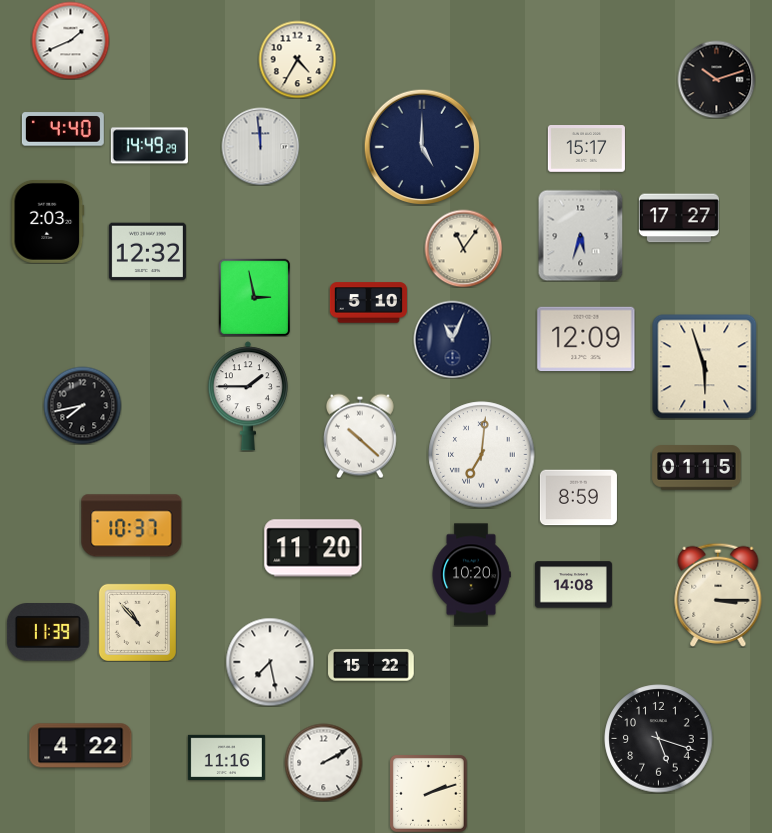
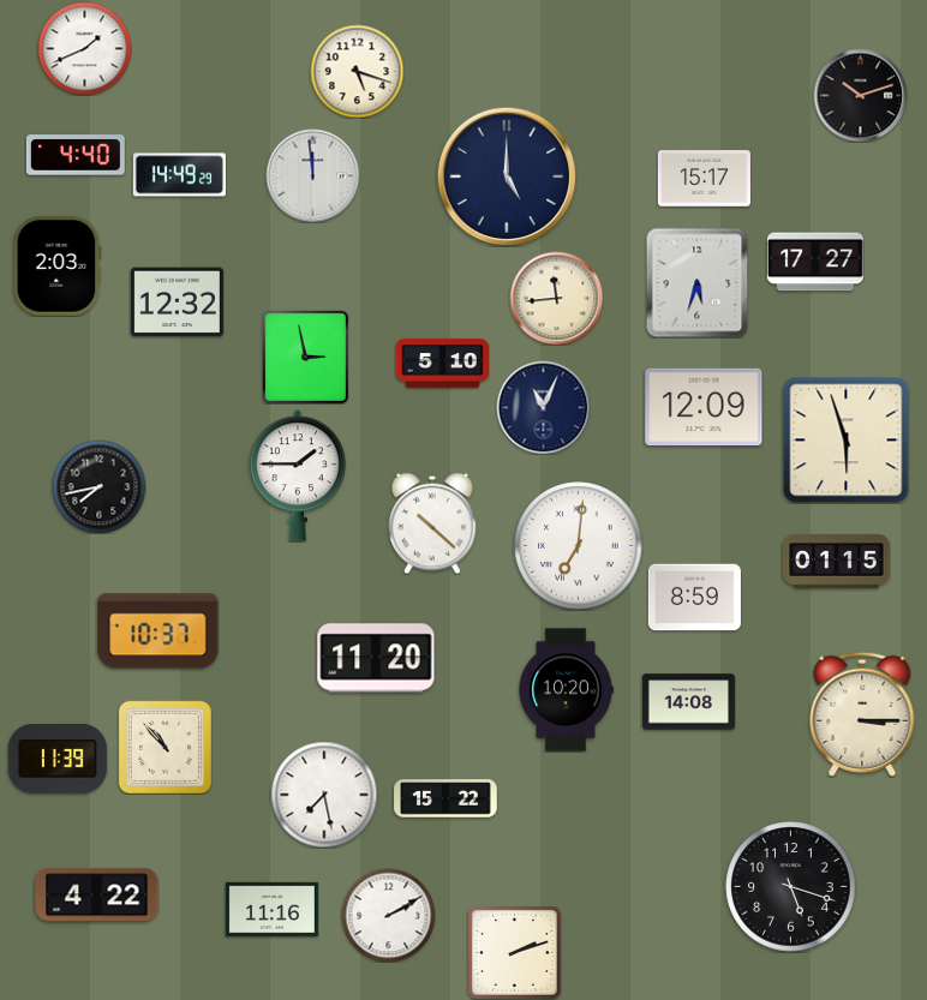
clock at (297, 59): 4:35 -> 5:18
clock at (463, 248): 11:06 -> 11:44
